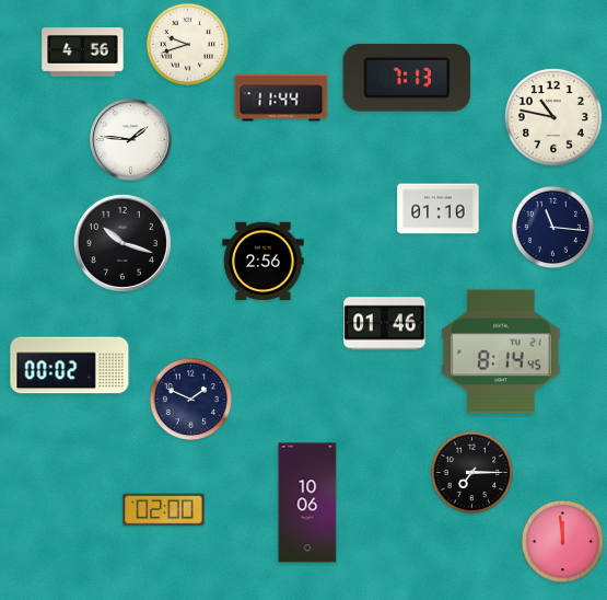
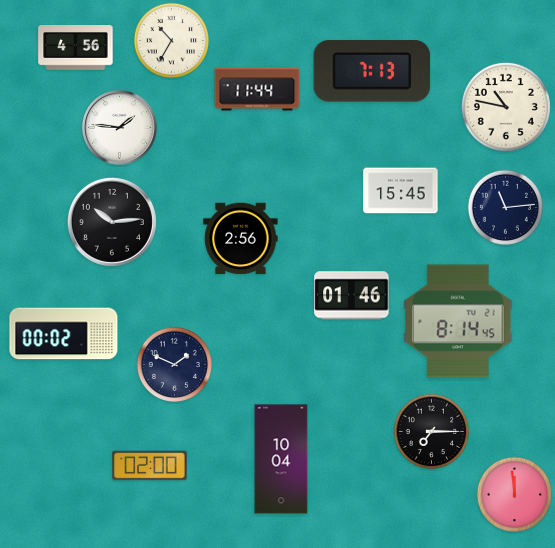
clock at (187, 44): 9:42 -> 10:35
clock at (439, 209): 01:10 -> 15:45
clock at (552, 227): 11:16 -> 11:14
clock at (122, 243): 10:18 -> 10:14
clock at (307, 503): 10:06 -> 10:04
